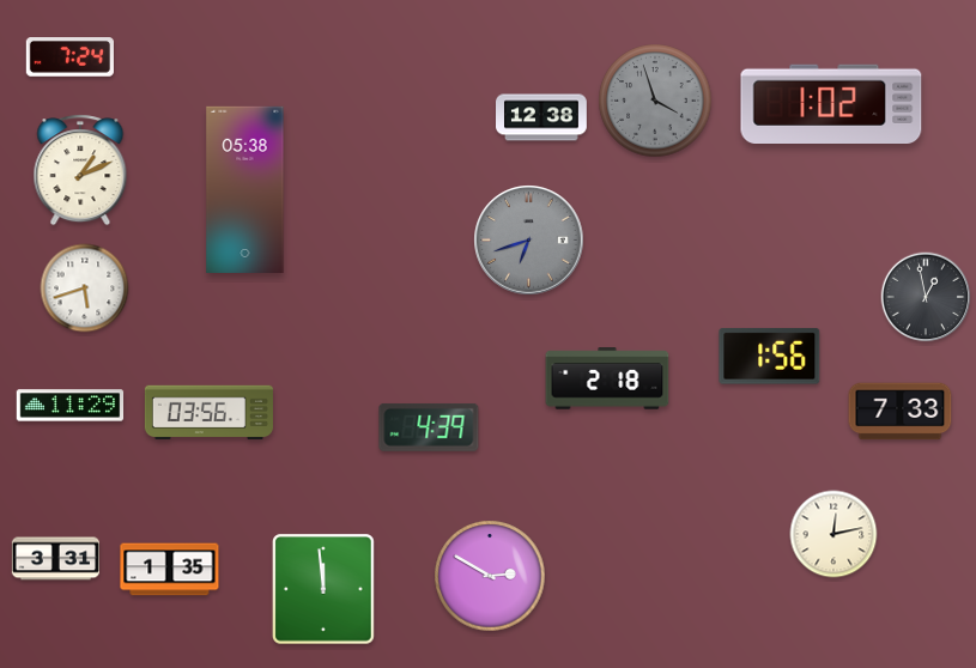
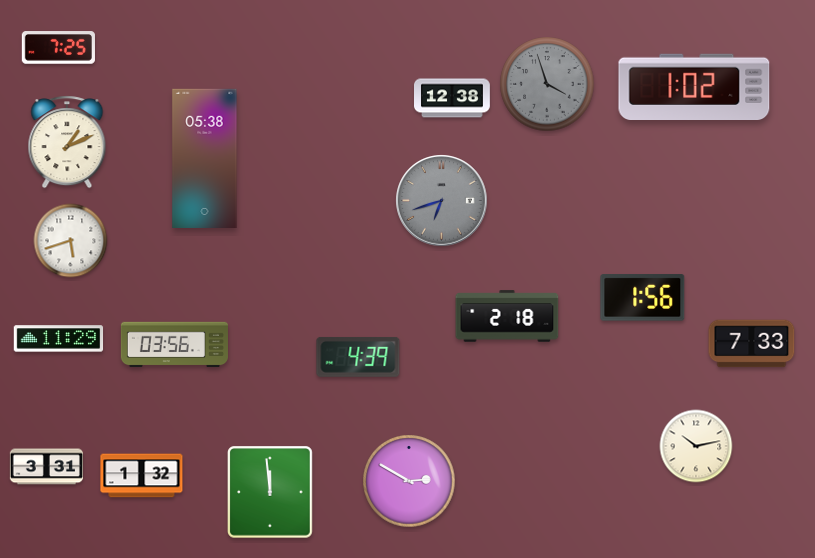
clock at (69, 57): 7:24 -> 7:25
clock at (926, 297): 12:58 -> none
clock at (833, 534): 12:13 -> 10:13
clock at (170, 570): 1:35 -> 1:32
